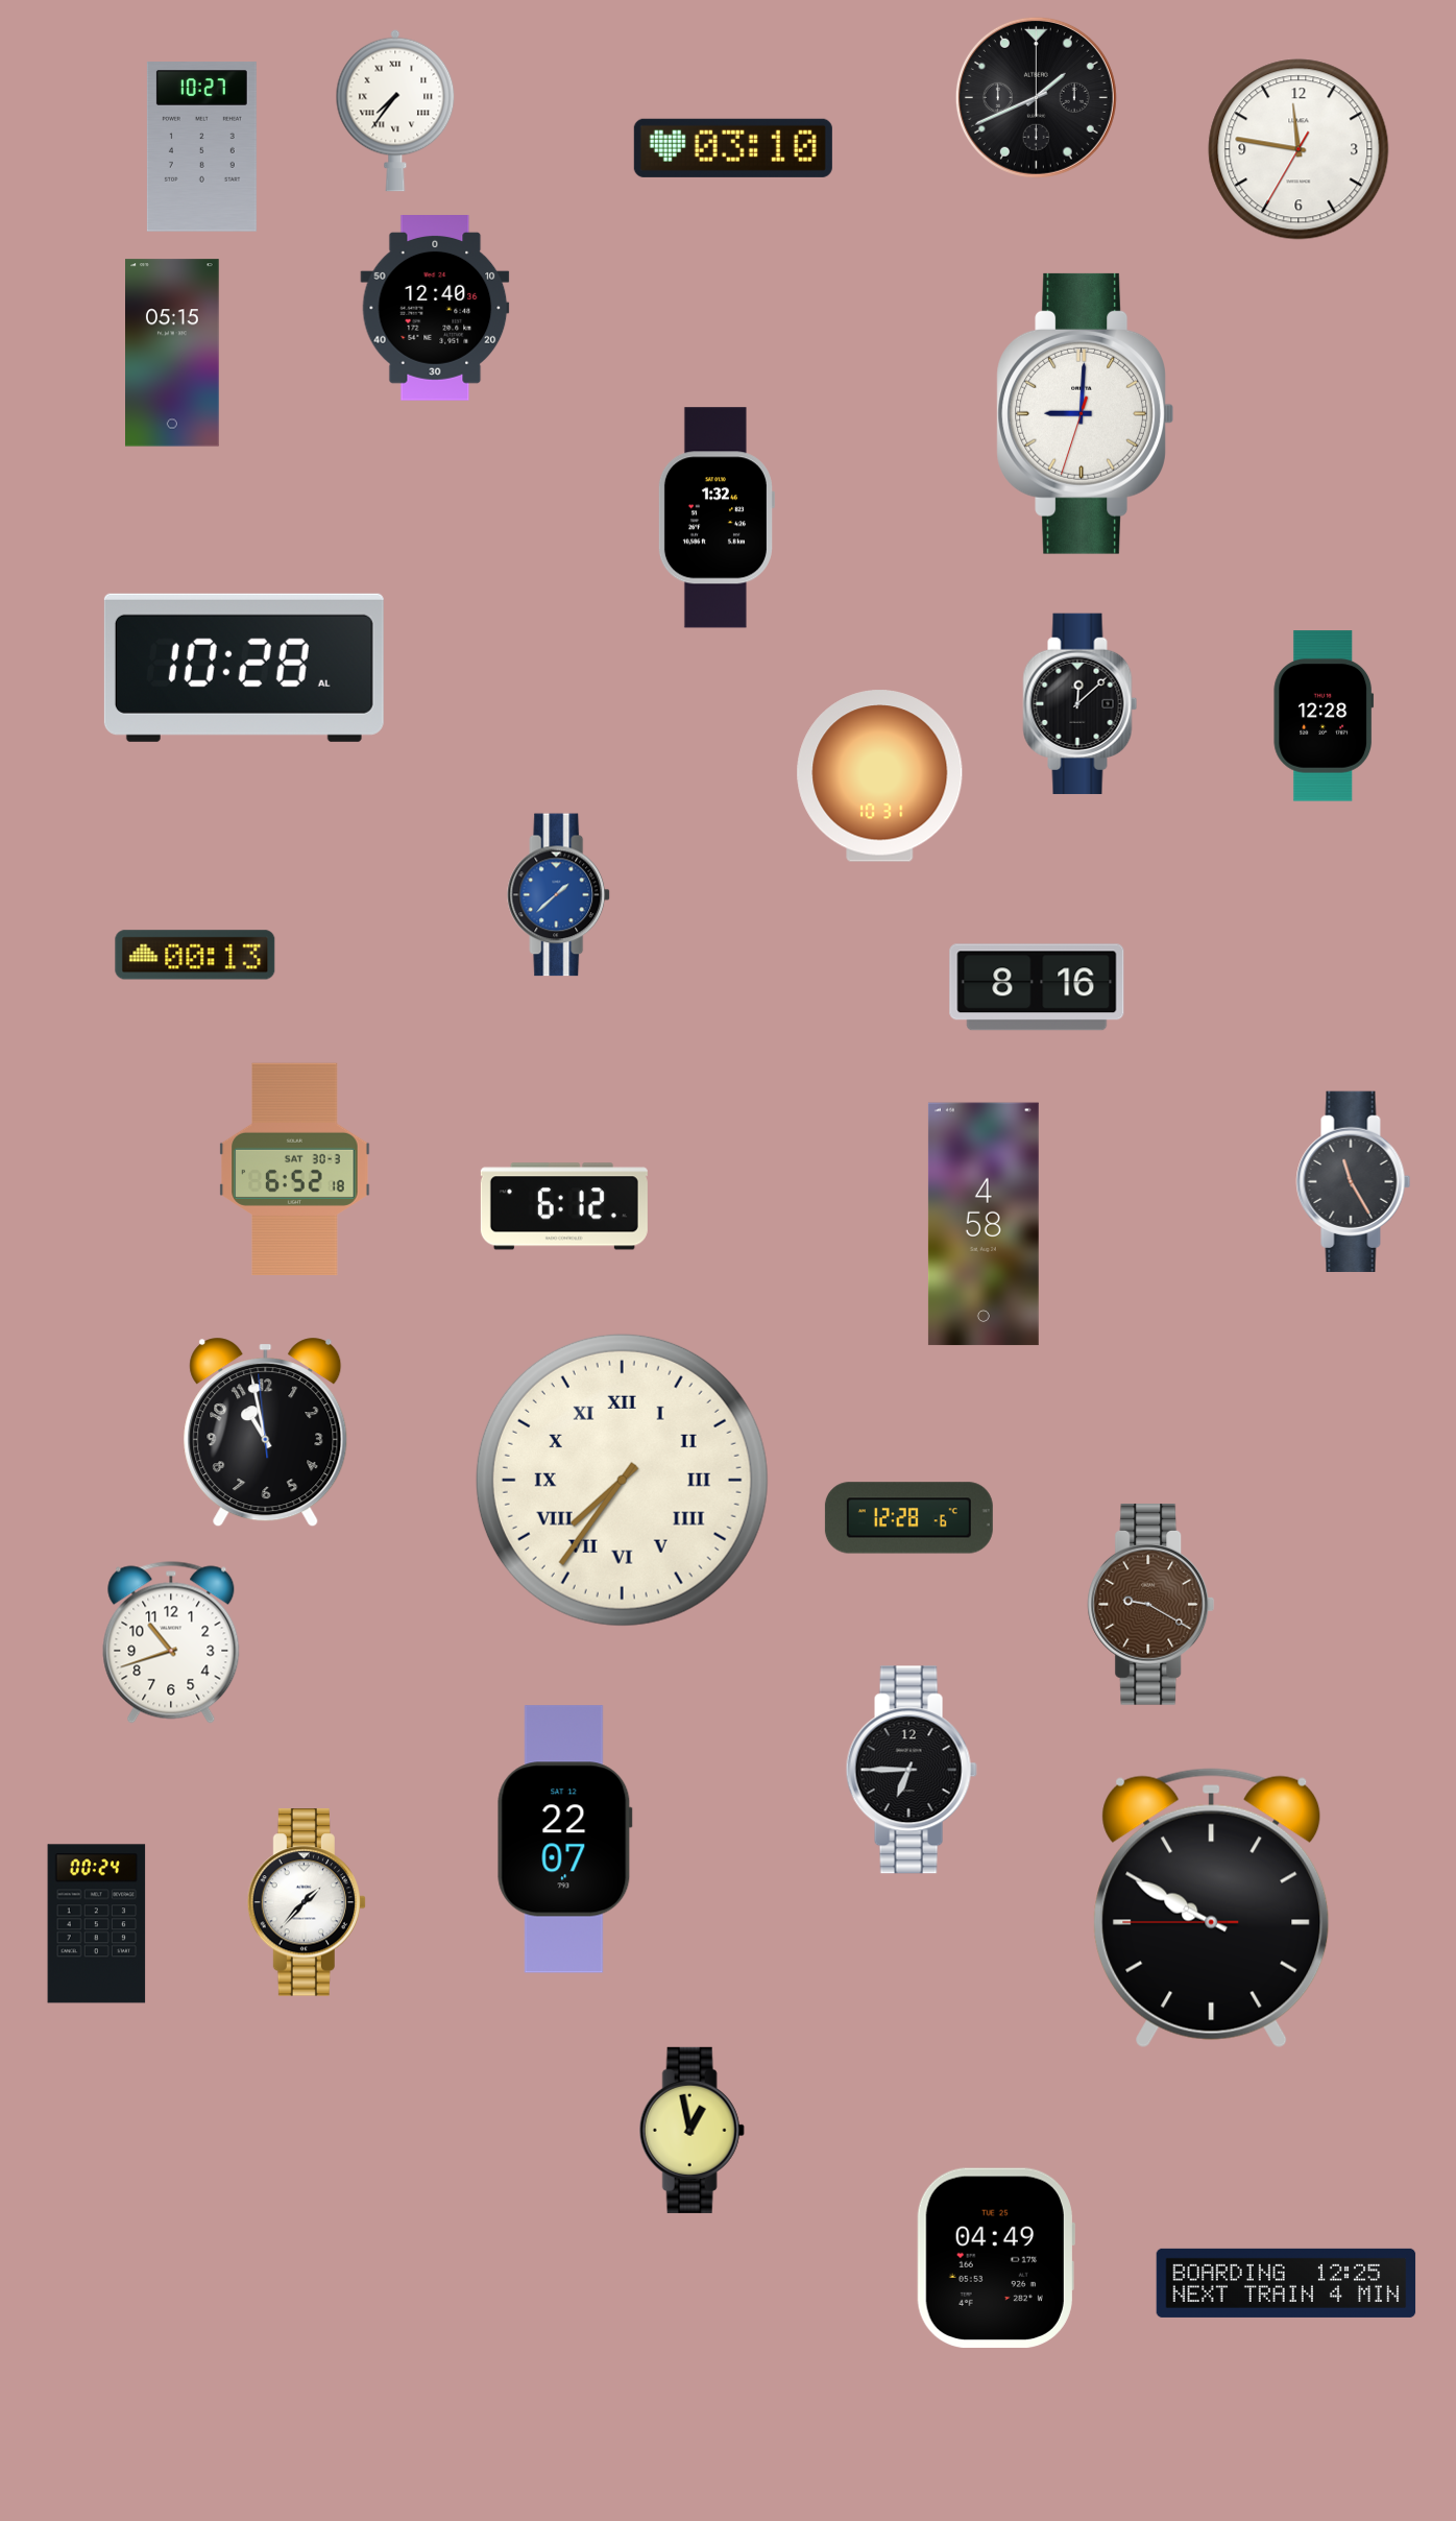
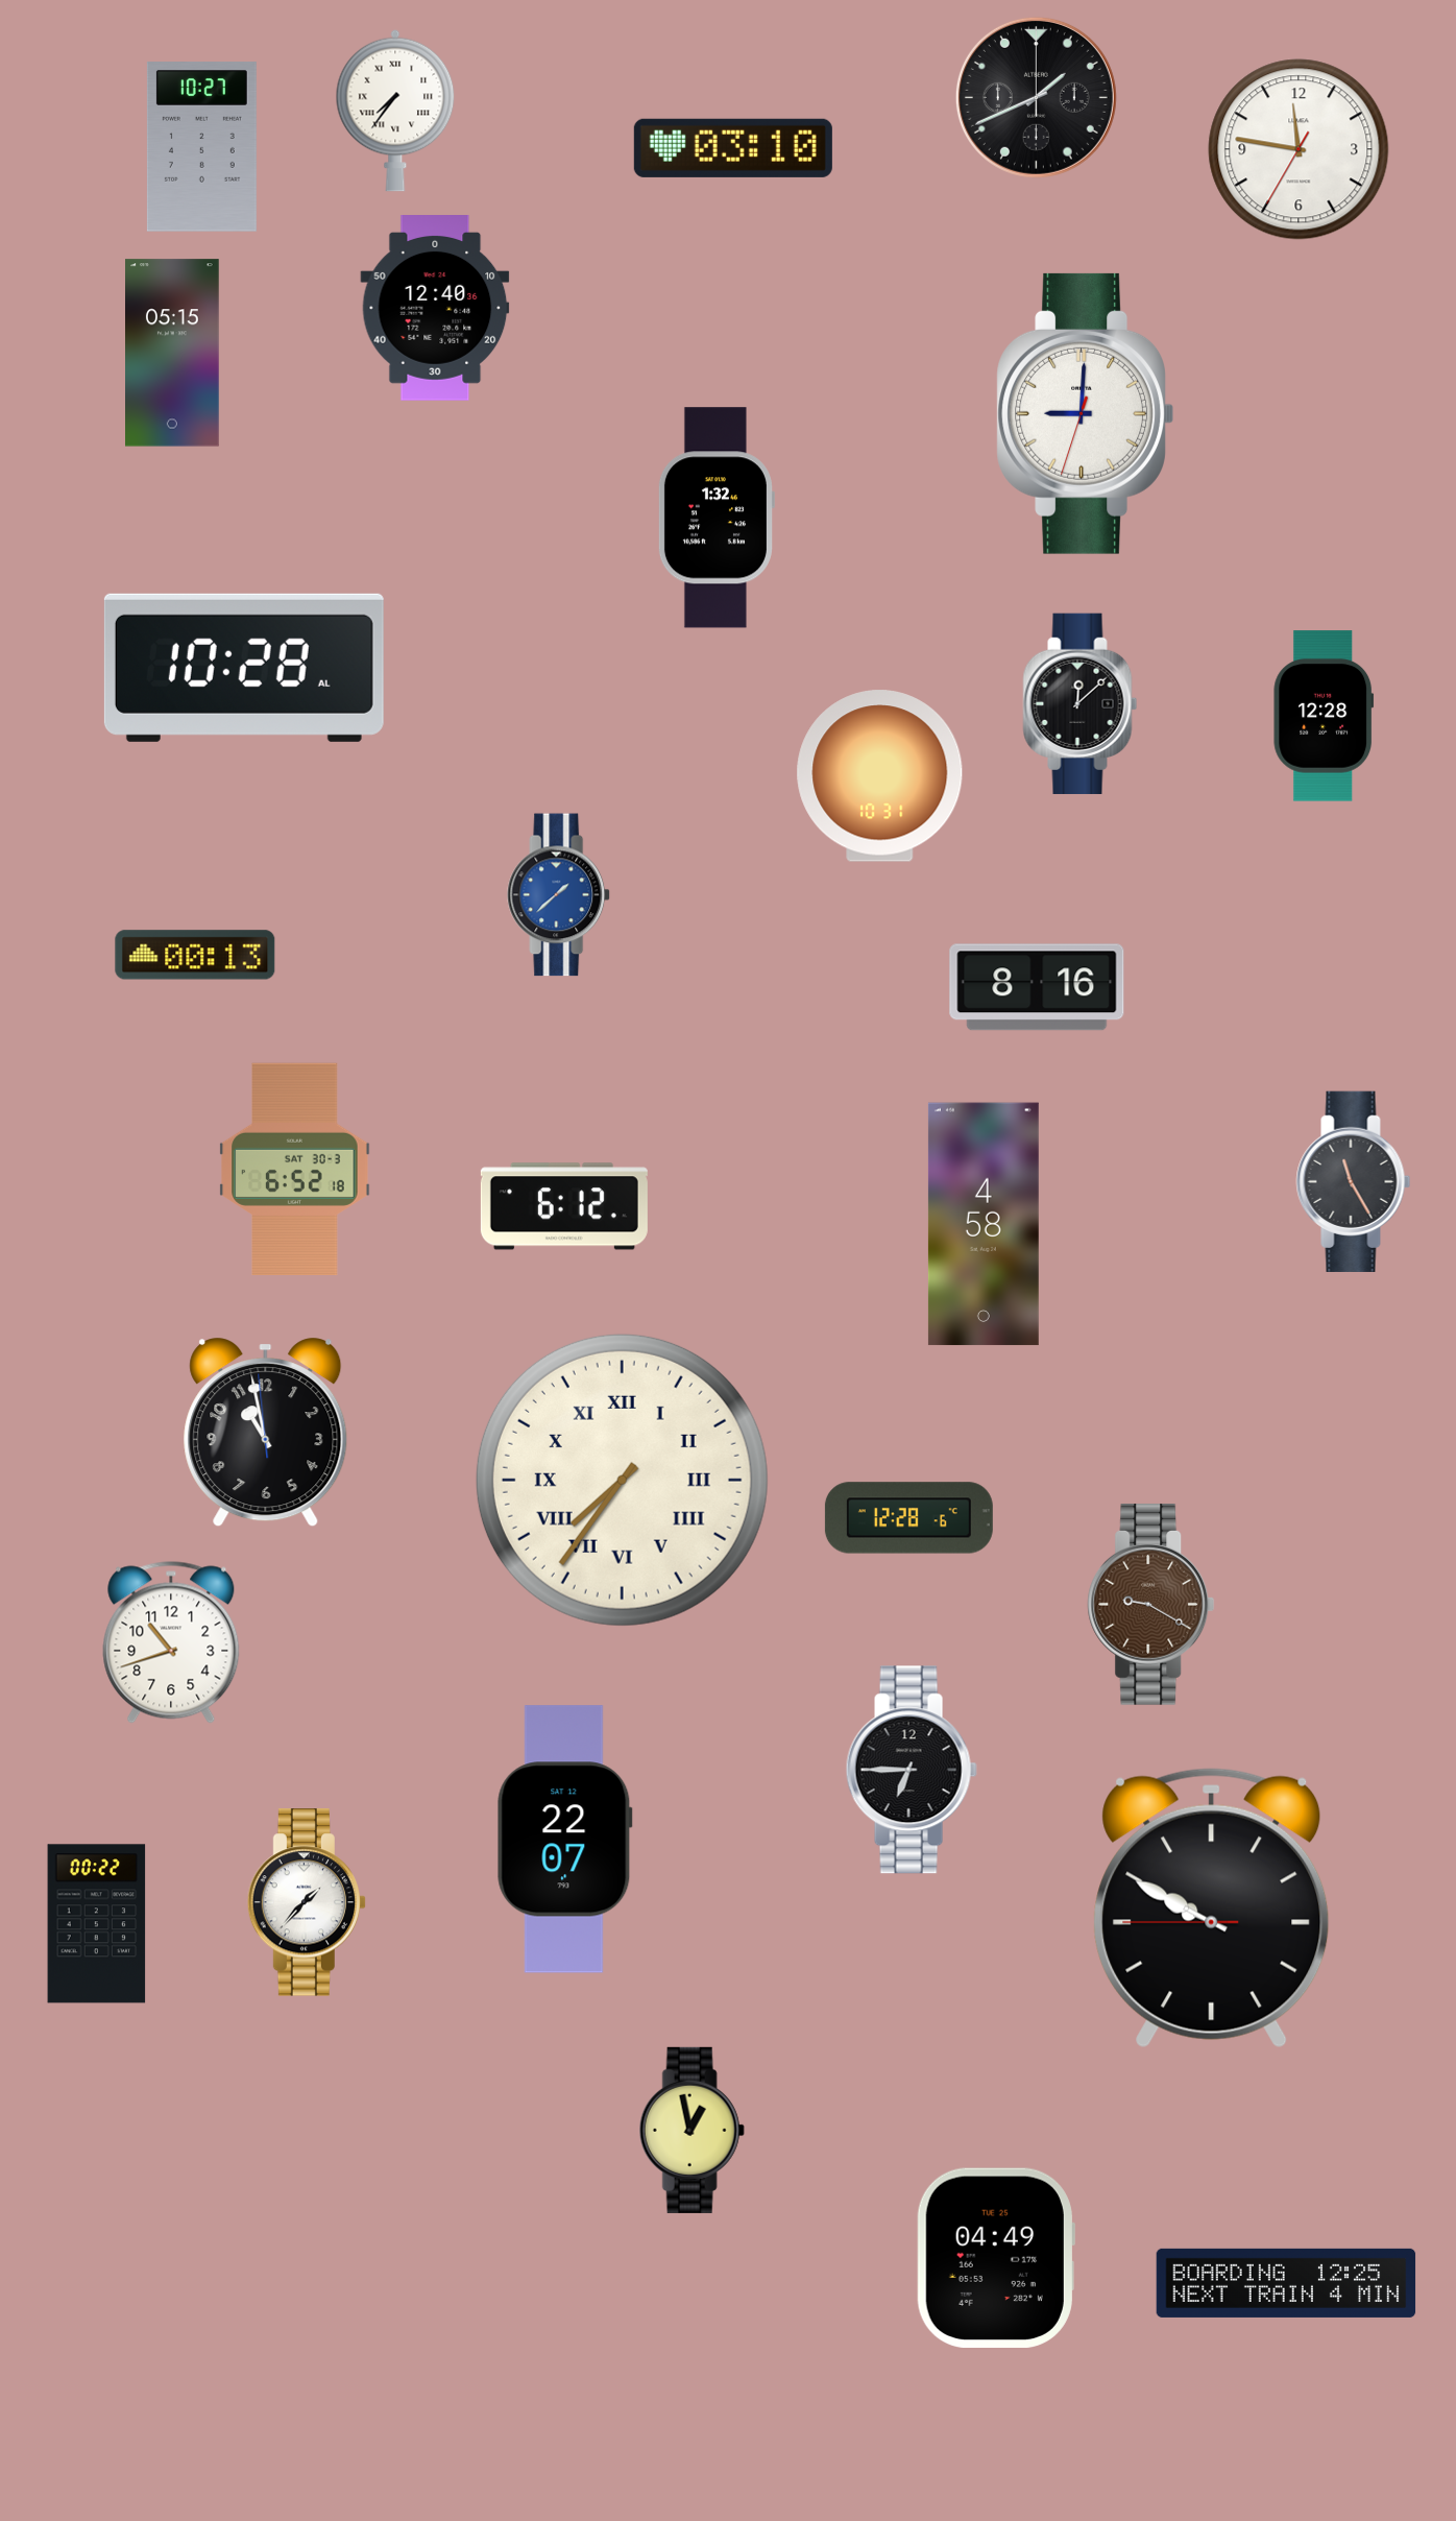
clock at (97, 1924): 00:24 -> 00:22
